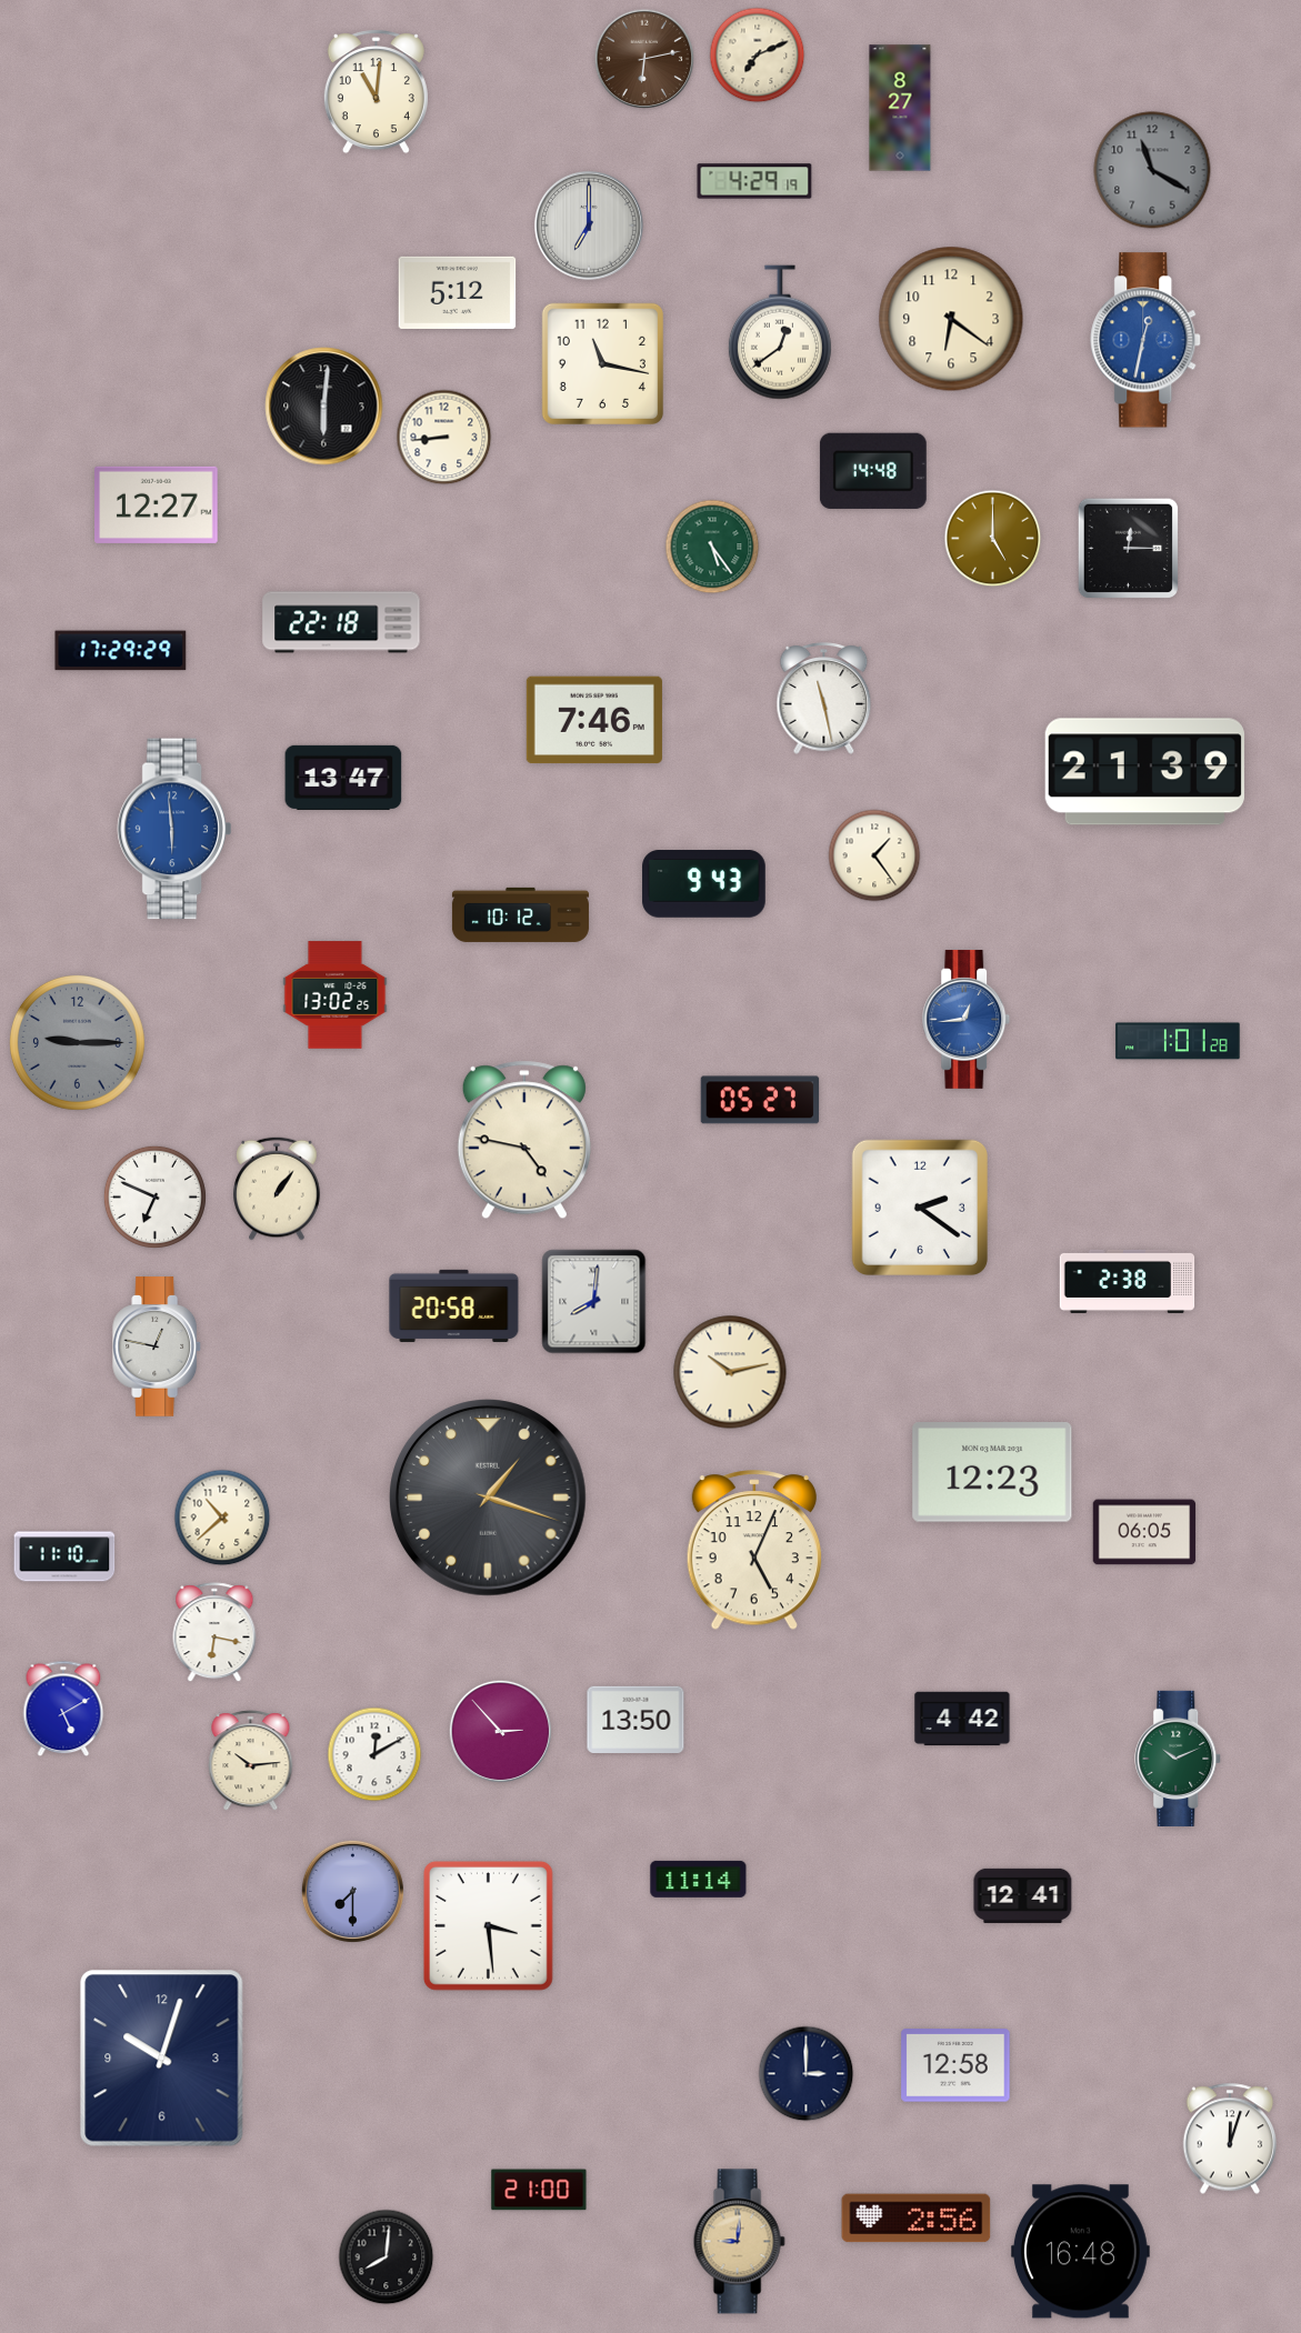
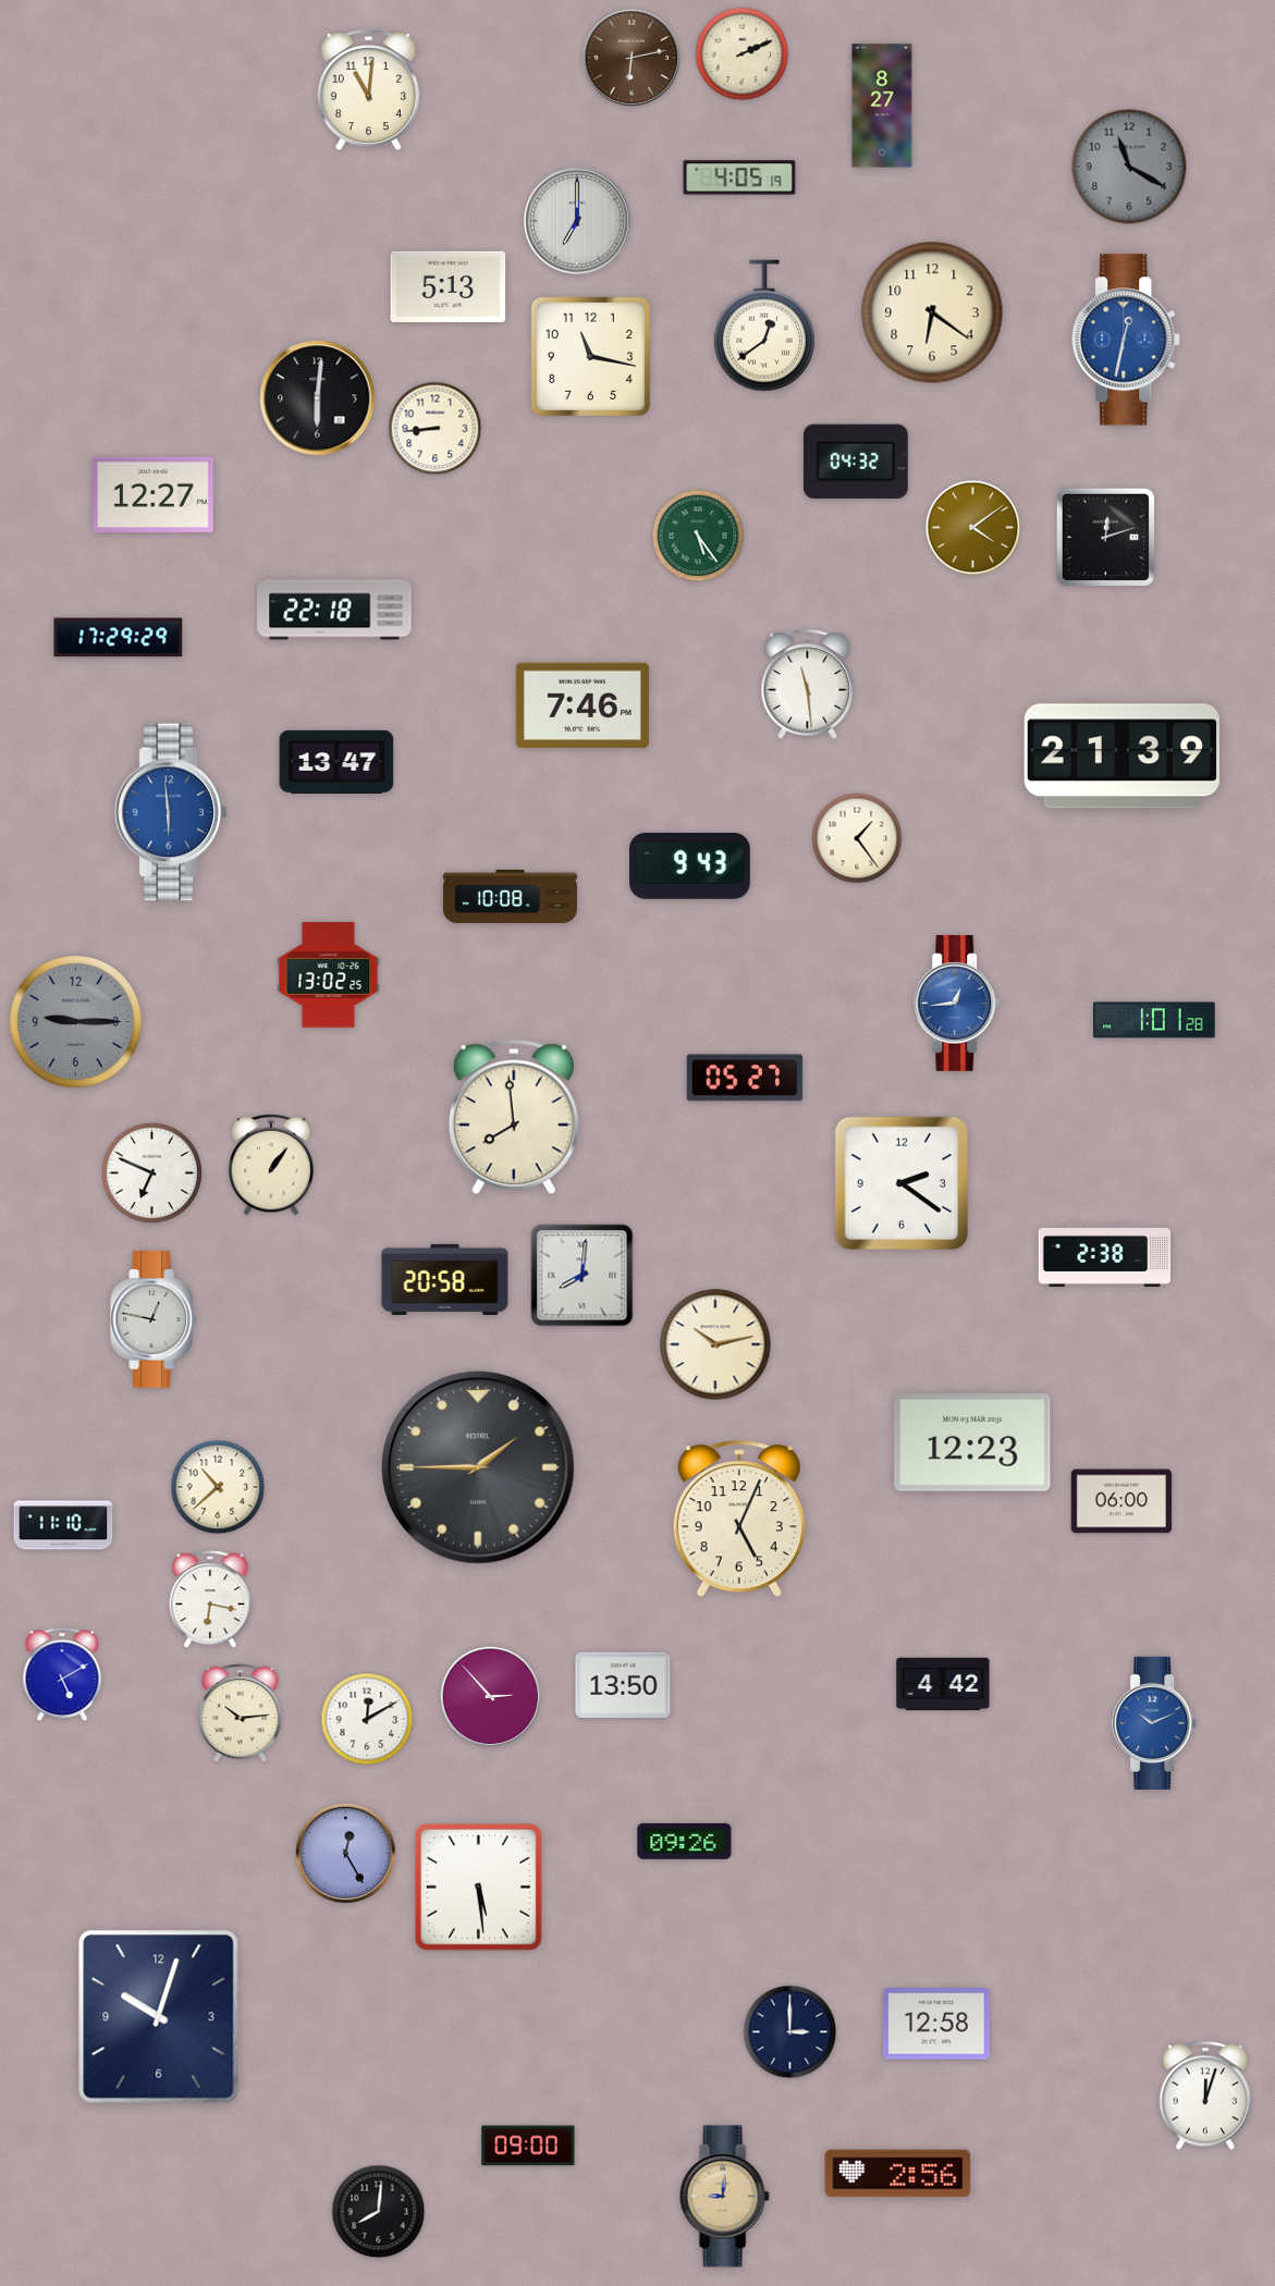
clock at (758, 56): 7:11 -> 2:11
clock at (754, 181): 4:29 -> 4:05
clock at (458, 292): 5:12 -> 5:13
clock at (1147, 340) position: (1147, 340) -> (1127, 340)
clock at (873, 471): 14:48 -> 04:32
clock at (993, 539): 5:00 -> 4:09
clock at (1129, 549): 12:15 -> 12:12
clock at (824, 699): 11:28 -> 11:29
clock at (520, 914): 10:12 -> 10:08
clock at (967, 1020) position: (967, 1020) -> (957, 1004)
clock at (524, 1140): 4:47 -> 7:59
clock at (489, 1499): 1:18 -> 1:45
clock at (1144, 1532): 06:05 -> 06:00
clock at (1179, 1759) dial: green -> blue
clock at (251, 1761) position: (251, 1761) -> (241, 1713)
clock at (699, 1879): 11:14 -> 09:26
clock at (352, 1891): 7:30 -> 12:25
clock at (1023, 1895): 12:41 -> none
clock at (488, 1925): 3:29 -> 5:29
clock at (539, 2190): 21:00 -> 09:00
clock at (1080, 2252): 16:48 -> none
